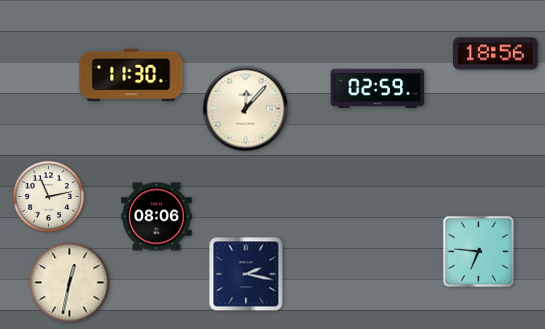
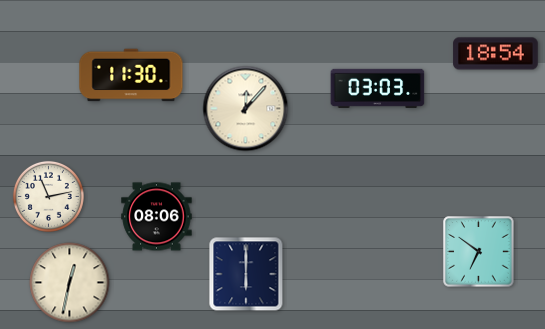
clock at (496, 54): 18:56 -> 18:54
clock at (378, 88): 02:59 -> 03:03
clock at (479, 252): 6:46 -> 6:51
clock at (246, 274): 2:17 -> 6:00
